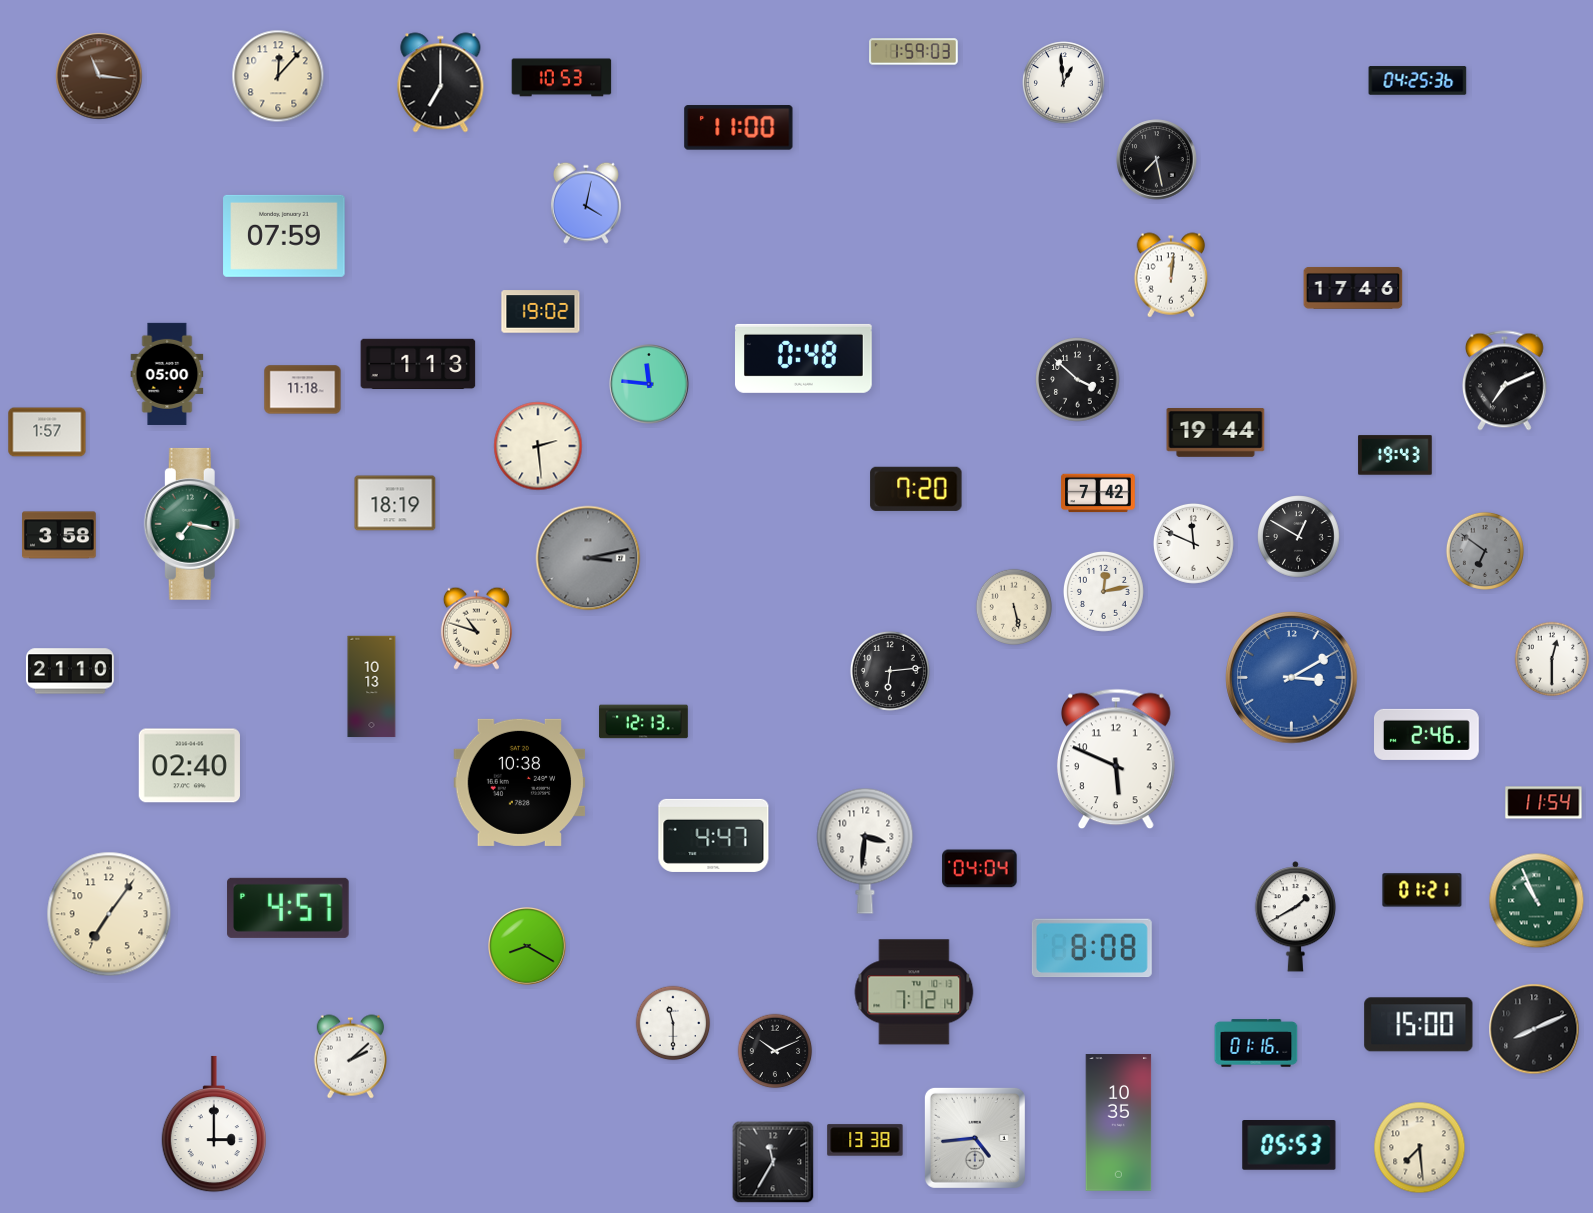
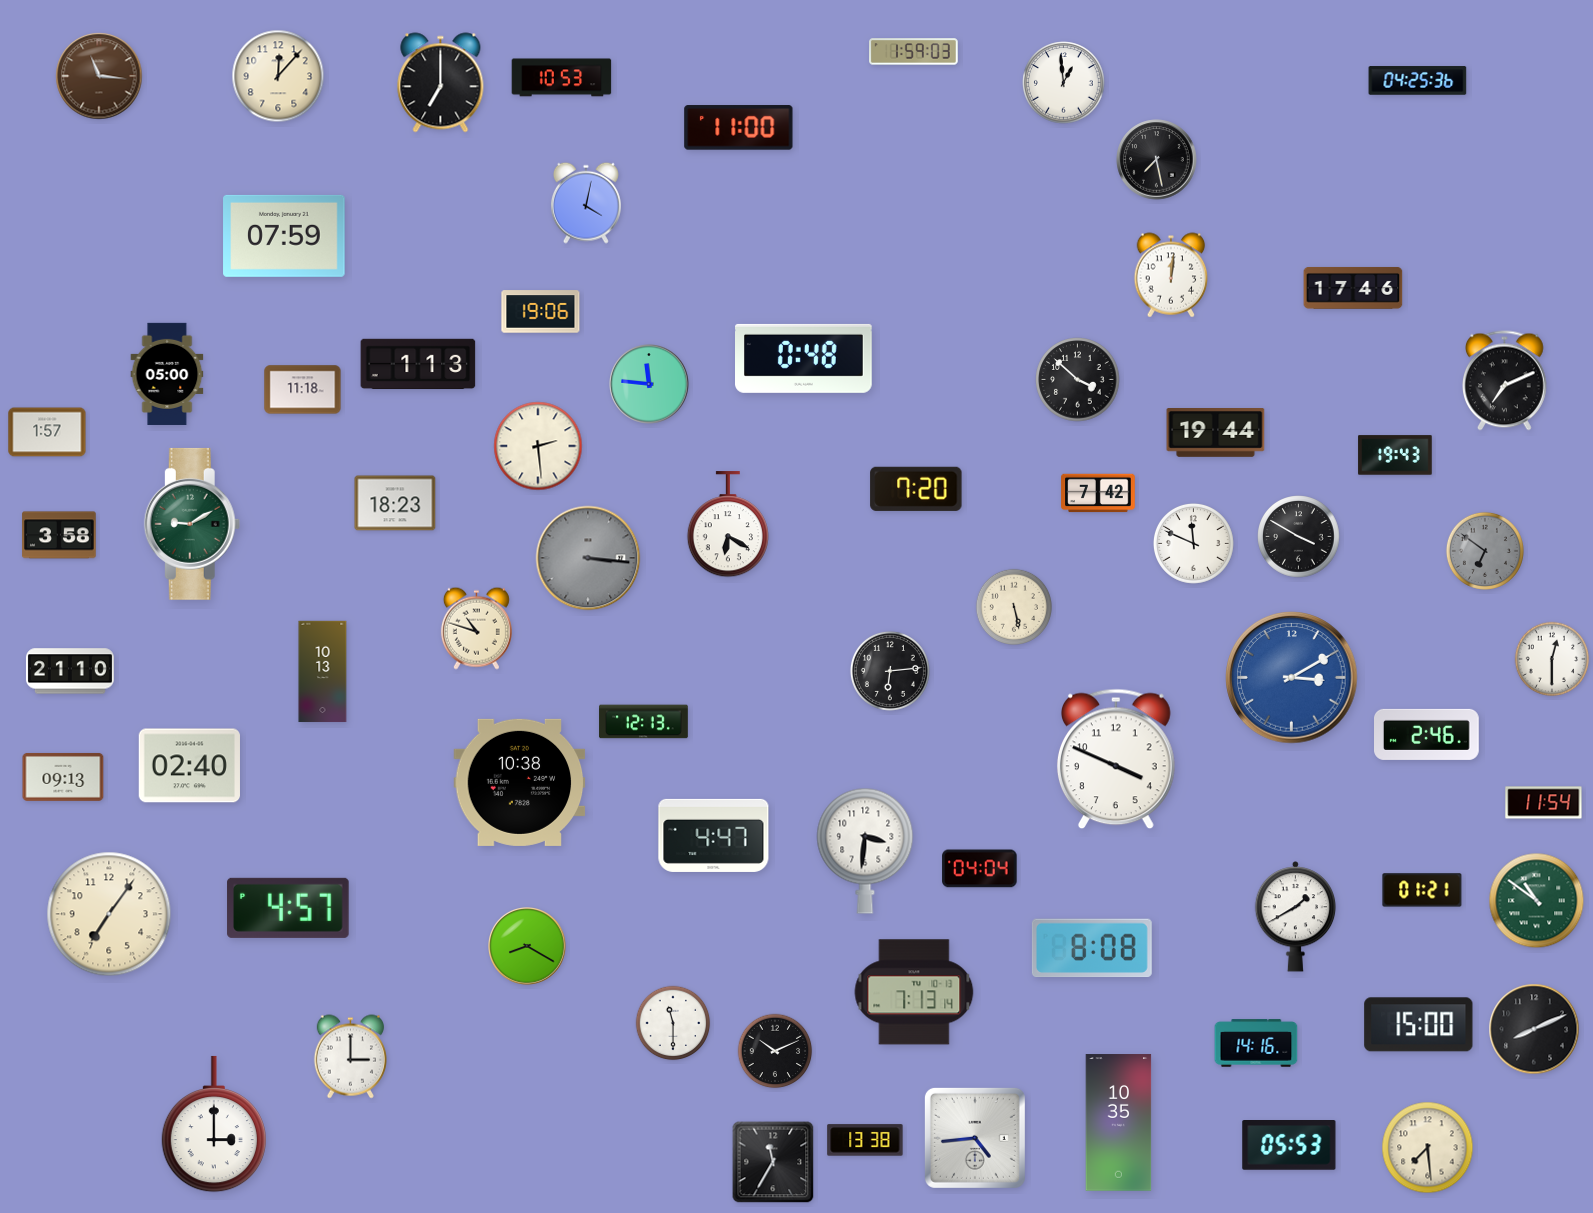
clock at (541, 312): 19:02 -> 19:06
clock at (395, 503): 18:19 -> 18:23
clock at (192, 524): 7:17 -> 9:10
clock at (728, 525): none -> 6:20
clock at (1299, 537): 12:50 -> 3:50
clock at (588, 558): 3:13 -> 3:16
clock at (1103, 591): 12:13 -> none
clock at (372, 687) position: (372, 687) -> (323, 672)
clock at (1116, 759): 5:49 -> 3:49
clock at (63, 777): none -> 09:13
clock at (1537, 901): 10:56 -> 10:51
clock at (914, 992): 7:12 -> 7:13
clock at (1256, 1043): 01:16 -> 14:16
clock at (350, 1057): 2:08 -> 3:00
clock at (1420, 1148) position: (1420, 1148) -> (1428, 1148)
